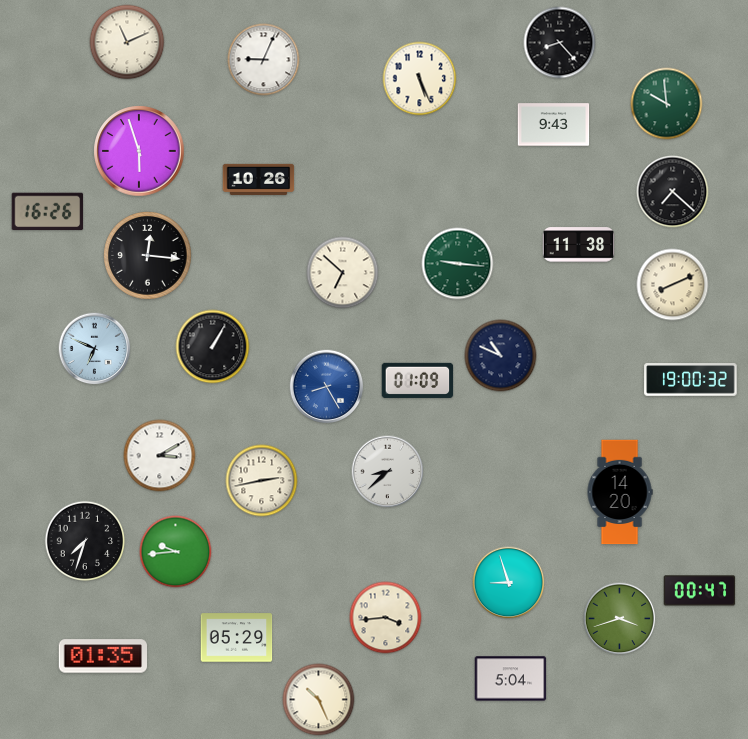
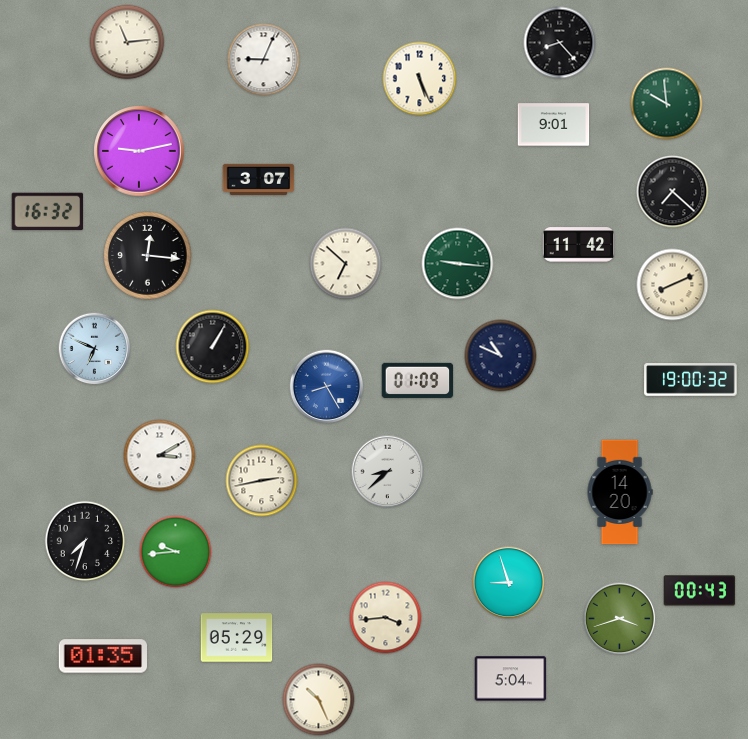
clock at (127, 42): 11:11 -> 11:14
clock at (554, 125): 9:43 -> 9:01
clock at (139, 151): 5:57 -> 9:13
clock at (259, 179): 10:26 -> 3:07
clock at (48, 212): 16:26 -> 16:32
clock at (579, 245): 11:38 -> 11:42
clock at (343, 273) position: (343, 273) -> (346, 264)
clock at (700, 591): 00:47 -> 00:43
